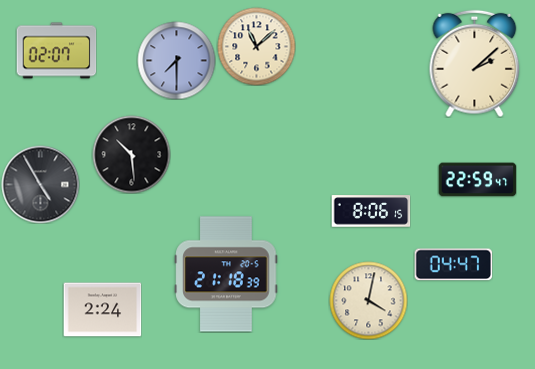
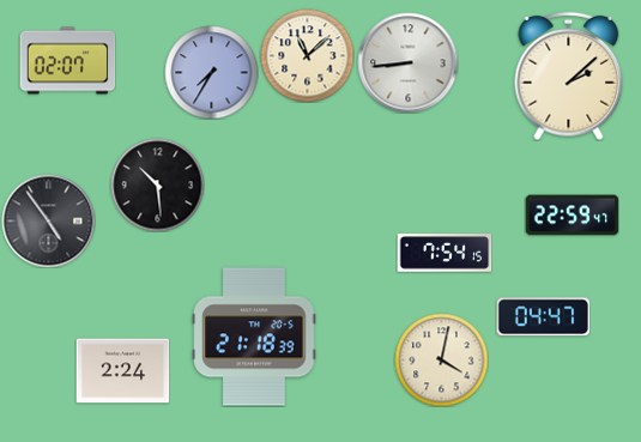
clock at (407, 62): none -> 8:44
clock at (176, 60): 7:30 -> 7:35
clock at (40, 184): 4:55 -> 4:54
clock at (371, 211): 8:06 -> 7:54
clock at (226, 274) position: (226, 274) -> (254, 337)
